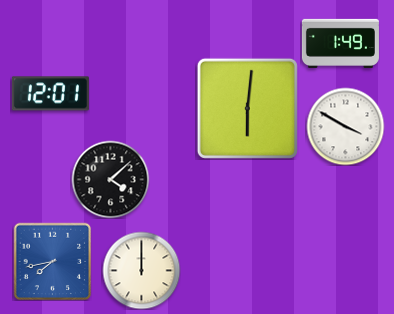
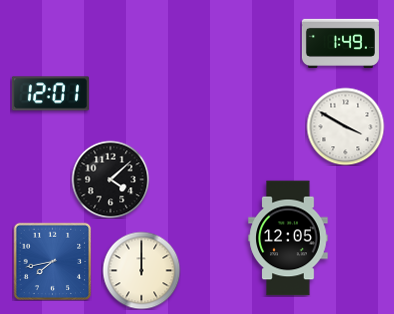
clock at (247, 108): 6:01 -> none
clock at (288, 238): none -> 12:05
